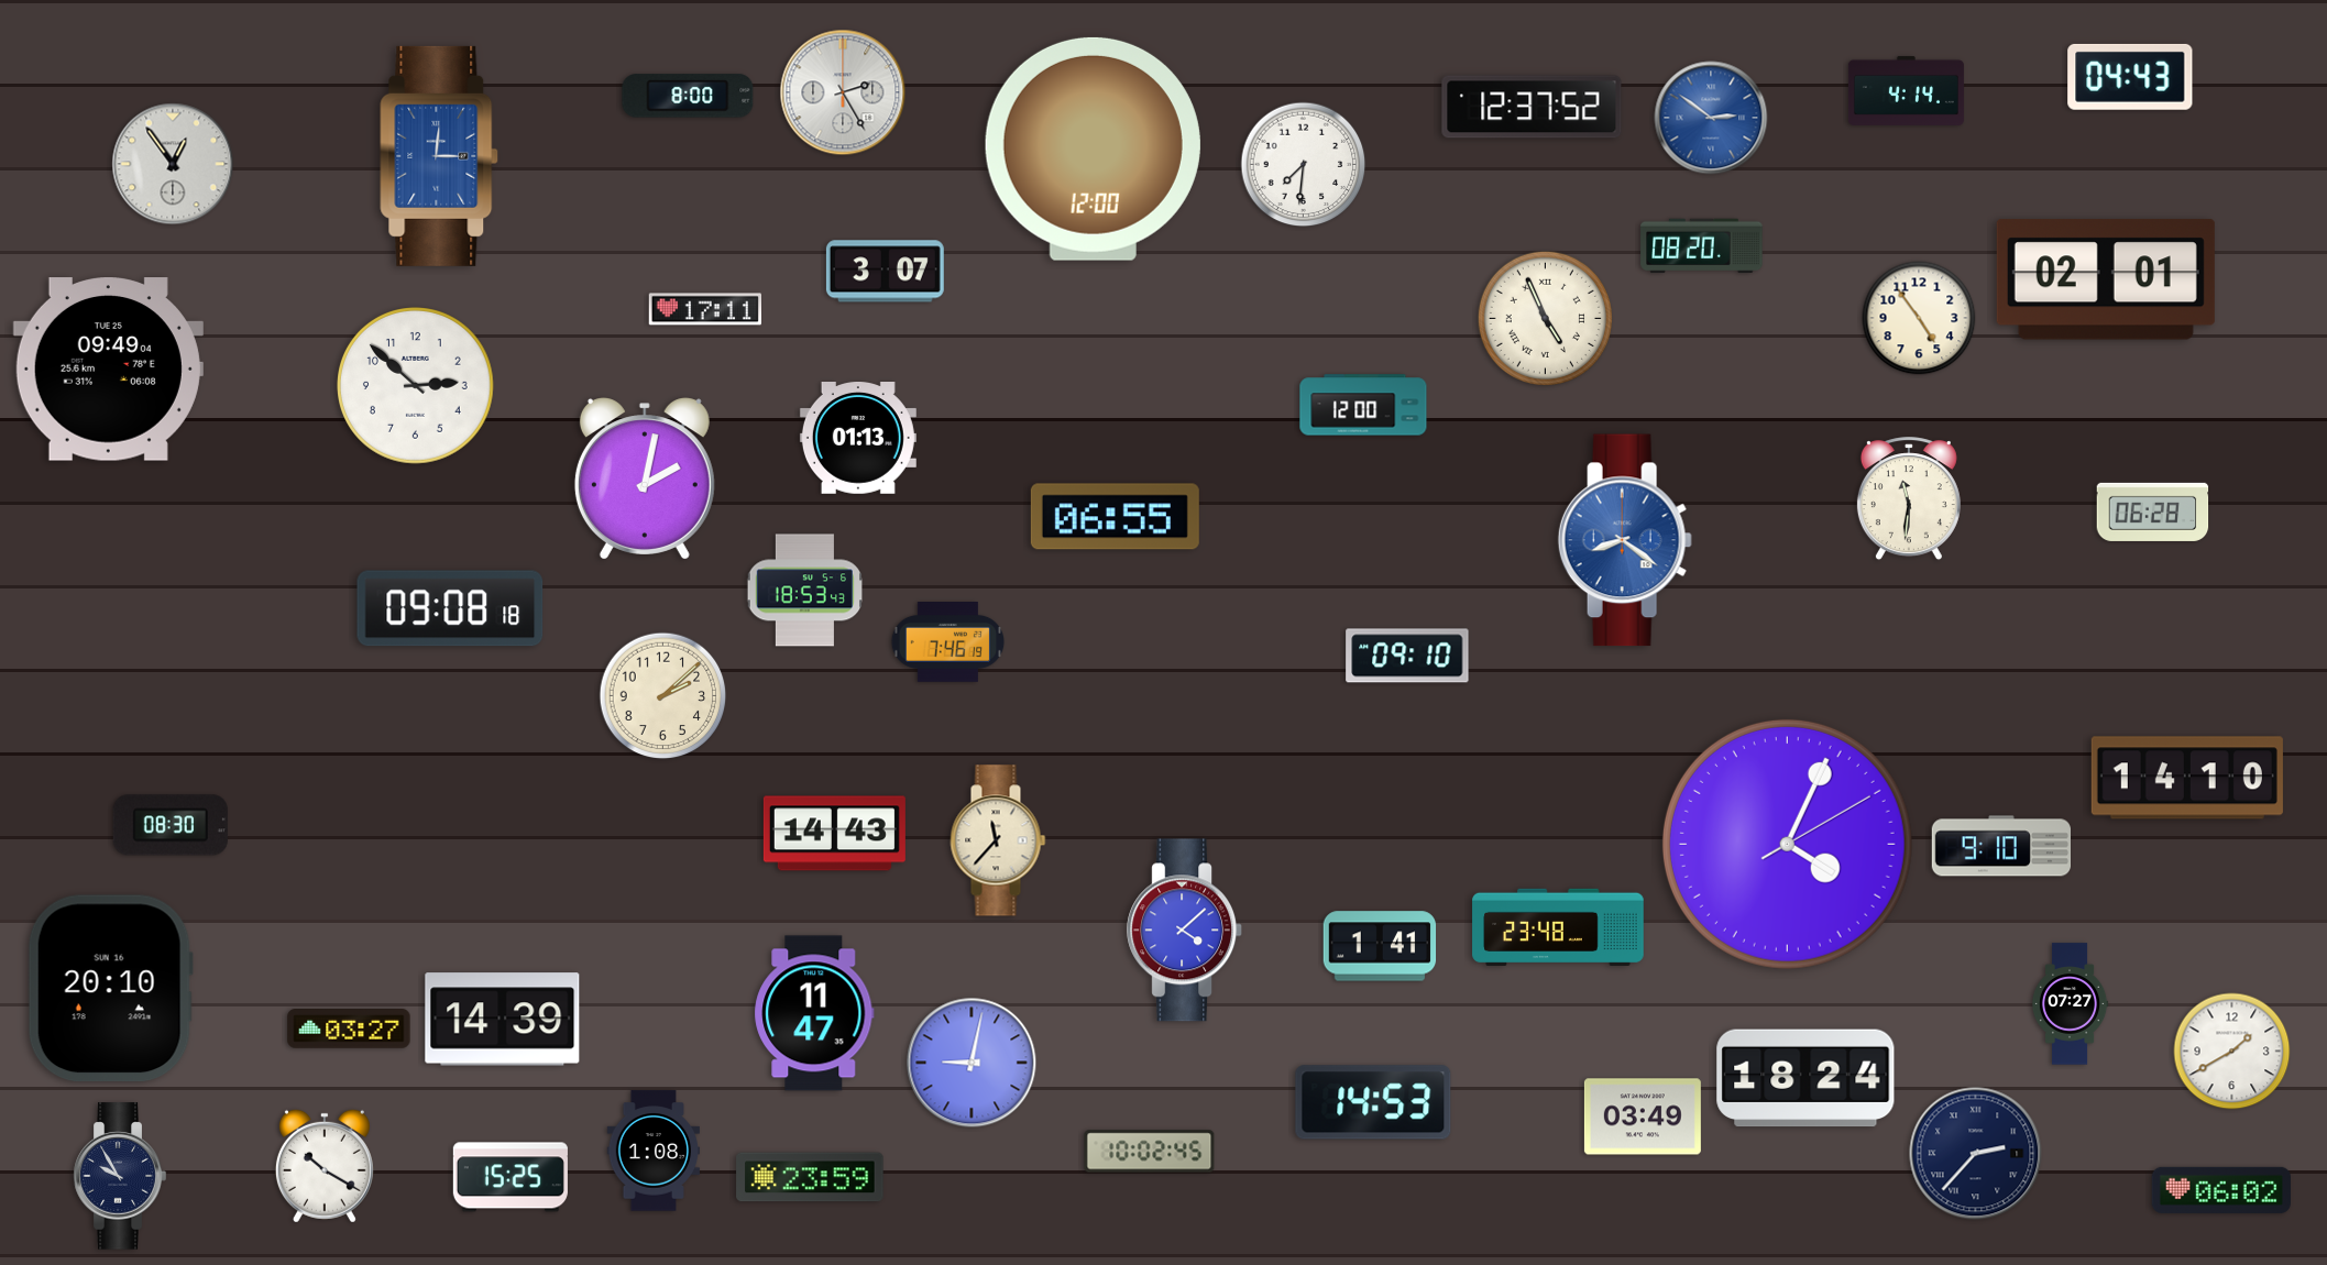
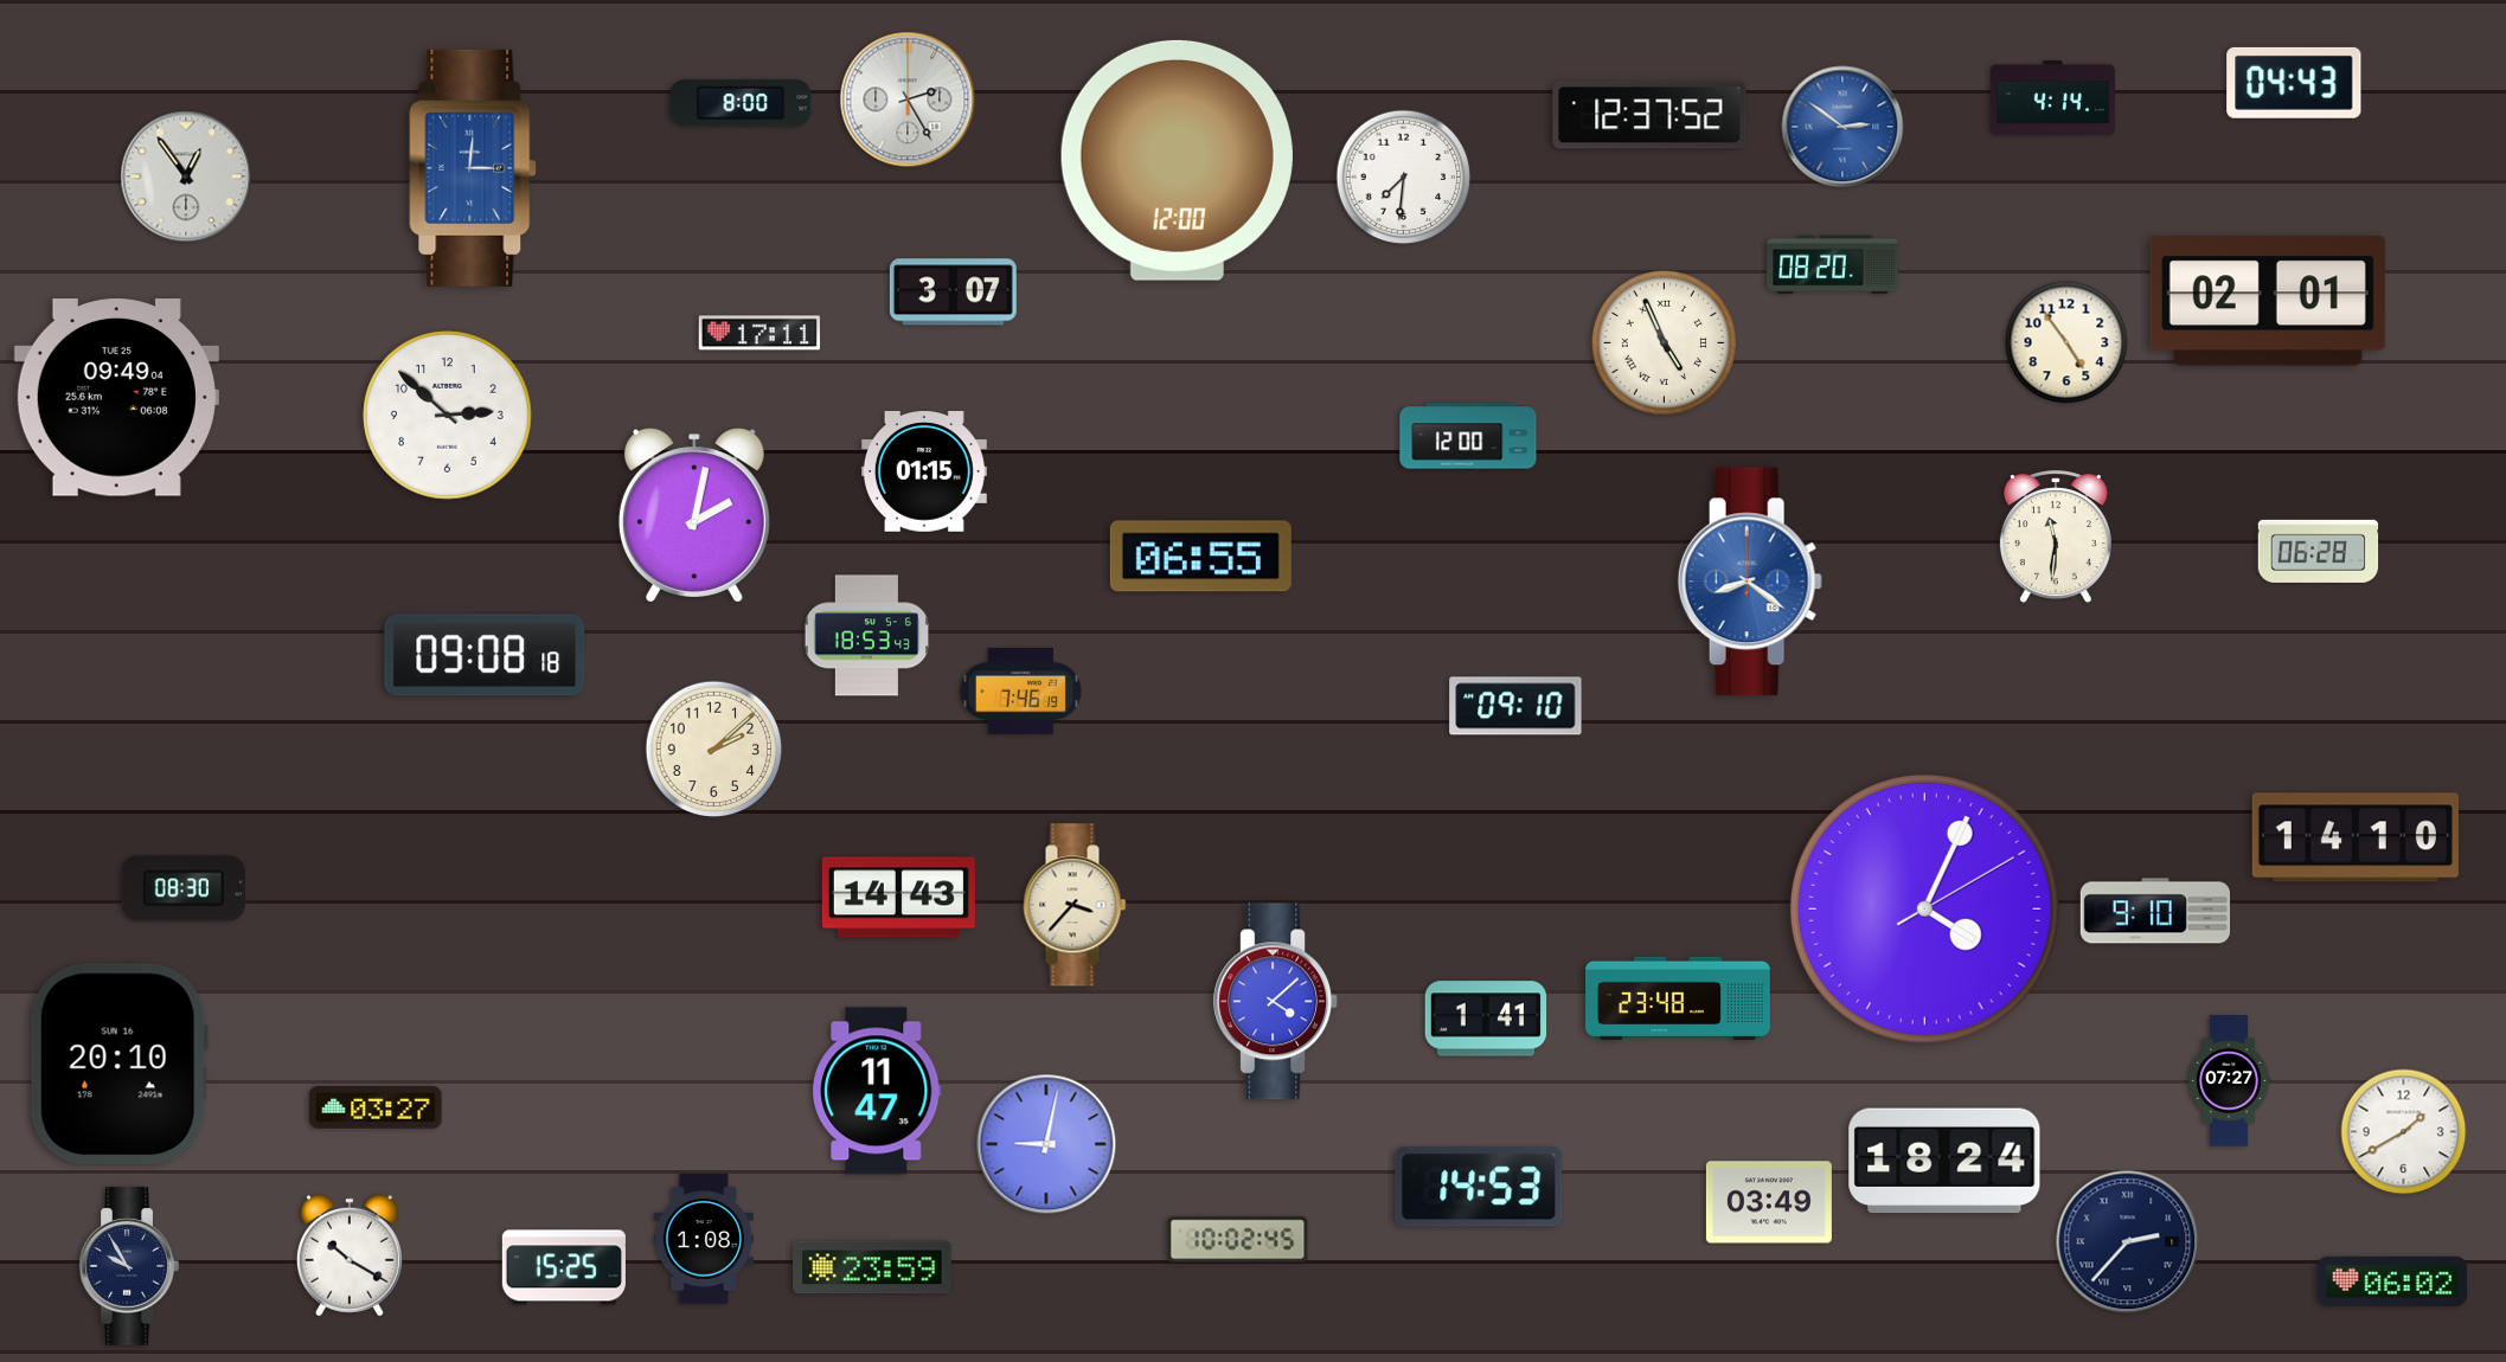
clock at (858, 439): 01:13 -> 01:15
clock at (998, 840): 11:37 -> 3:37
clock at (503, 1020): 14:39 -> none
clock at (511, 1177) position: (511, 1177) -> (564, 1267)
